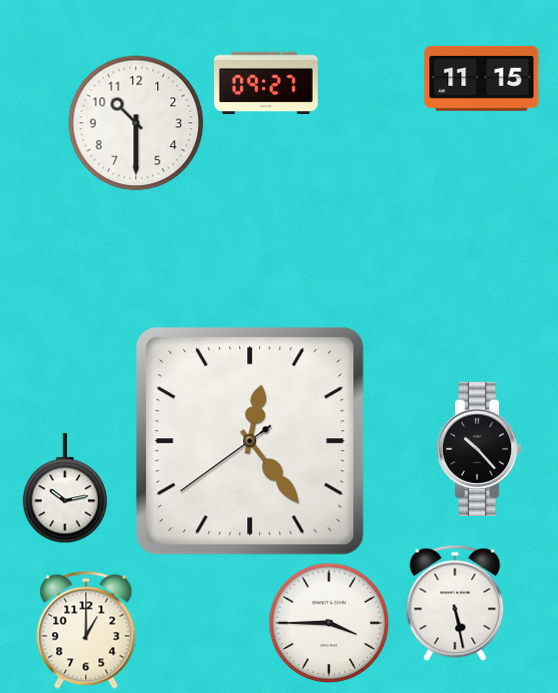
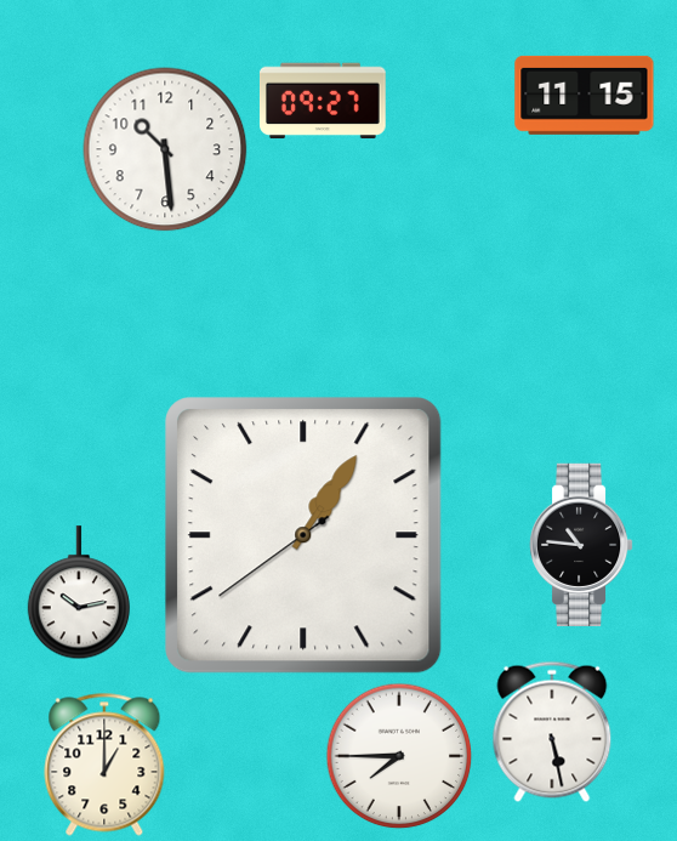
clock at (136, 123): 10:30 -> 10:29
clock at (250, 441): 12:23 -> 1:05
clock at (479, 448): 10:23 -> 10:46
clock at (329, 623): 3:45 -> 7:45
